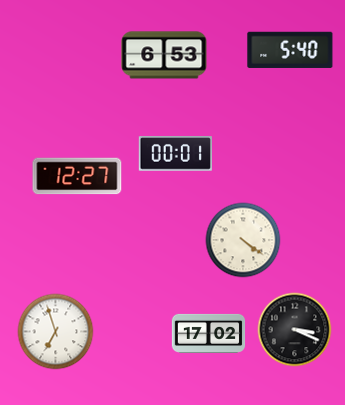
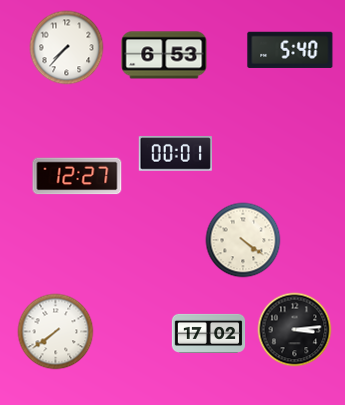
clock at (67, 48): none -> 7:37
clock at (295, 330): 3:19 -> 3:14
clock at (56, 332): 6:57 -> 7:39
